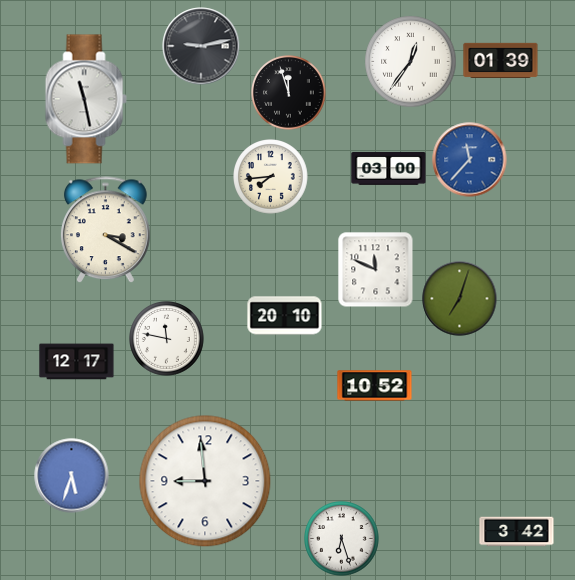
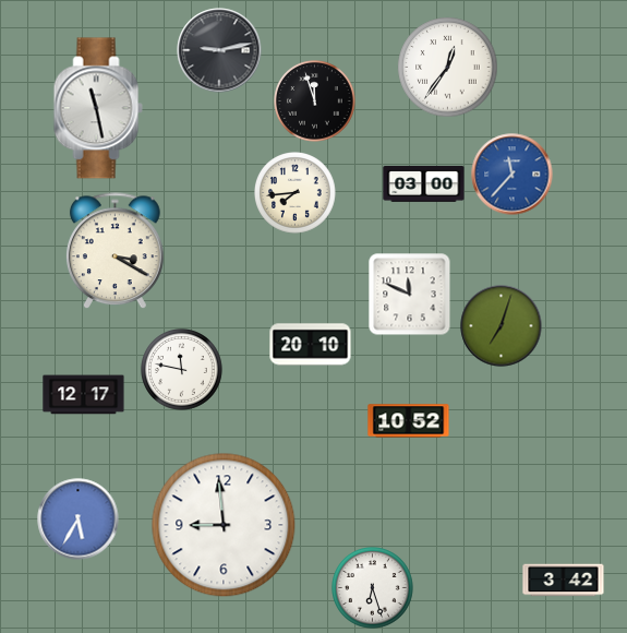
clock at (501, 60): 01:39 -> none
clock at (86, 99) position: (86, 99) -> (98, 108)
clock at (72, 476): 5:33 -> 5:35
